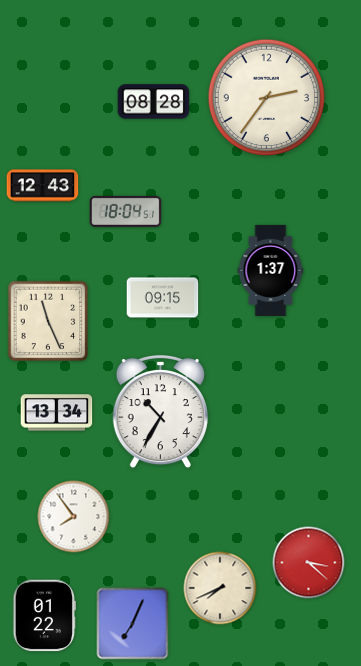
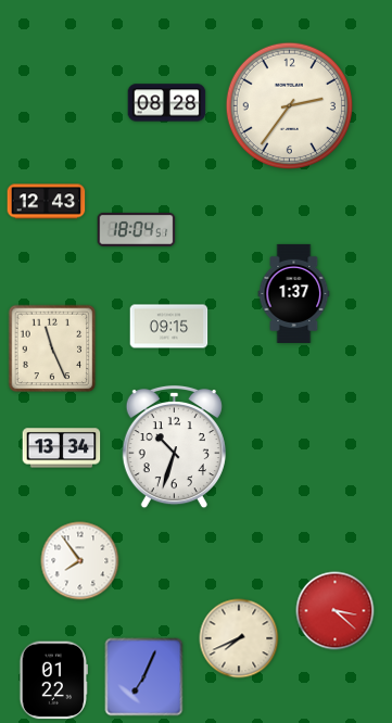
clock at (154, 102) position: (154, 102) -> (167, 103)
clock at (163, 298) position: (163, 298) -> (169, 327)
clock at (160, 412): 10:35 -> 10:33
clock at (44, 616) position: (44, 616) -> (53, 681)
